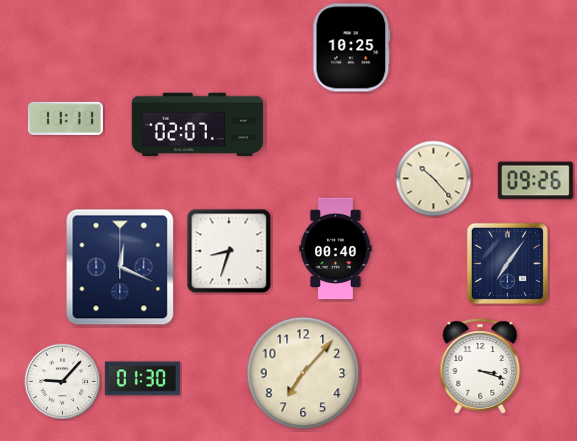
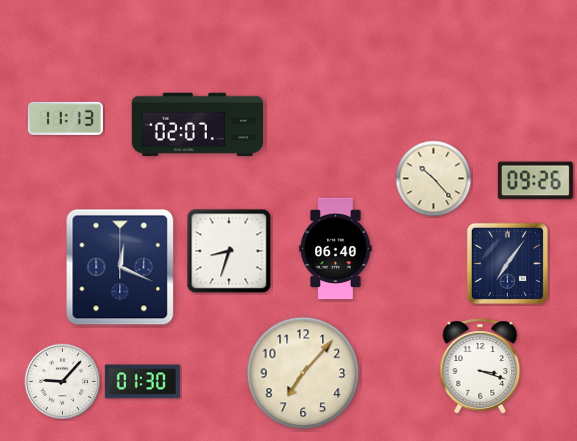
clock at (352, 48): 10:25 -> none
clock at (65, 118): 11:11 -> 11:13
clock at (336, 249): 00:40 -> 06:40
clock at (142, 379) position: (142, 379) -> (142, 382)
